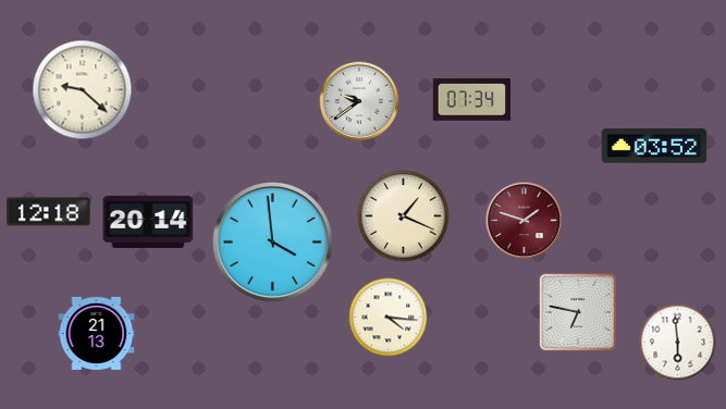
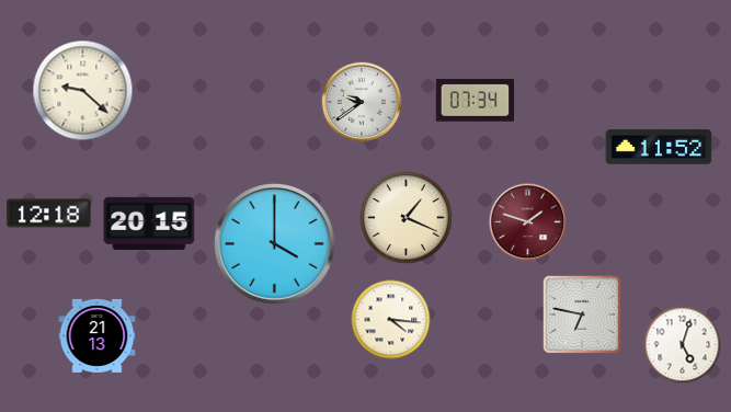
clock at (654, 146): 03:52 -> 11:52
clock at (148, 222): 20:14 -> 20:15
clock at (272, 241): 3:59 -> 4:00
clock at (678, 343): 5:59 -> 5:03
